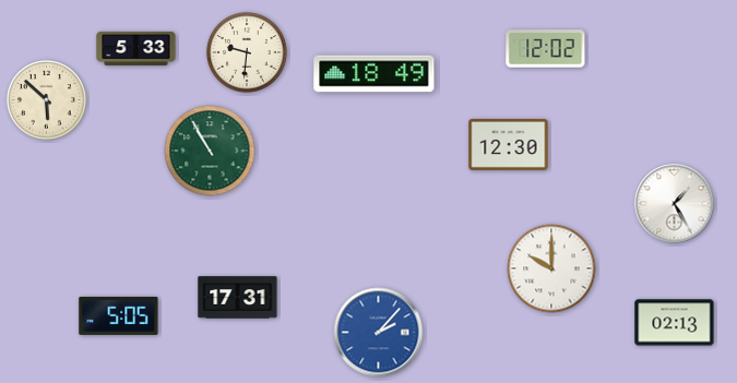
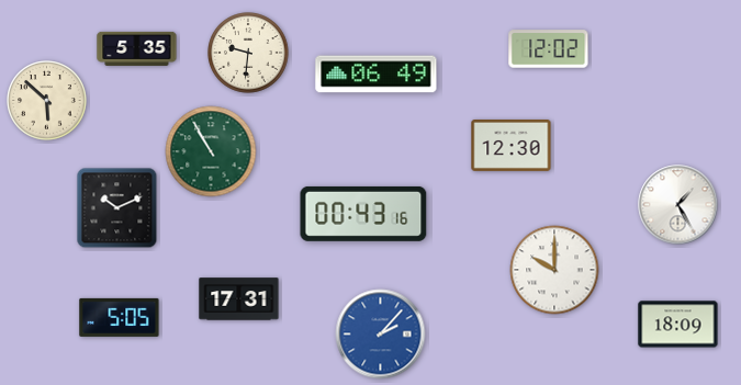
clock at (136, 48): 5:33 -> 5:35
clock at (375, 74): 18:49 -> 06:49
clock at (117, 208): none -> 10:11
clock at (363, 214): none -> 00:43
clock at (675, 323): 02:13 -> 18:09
